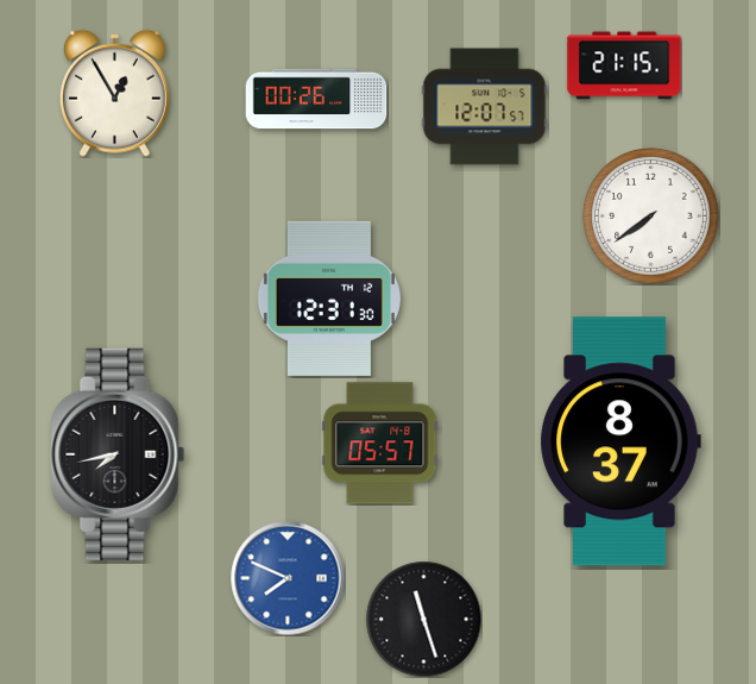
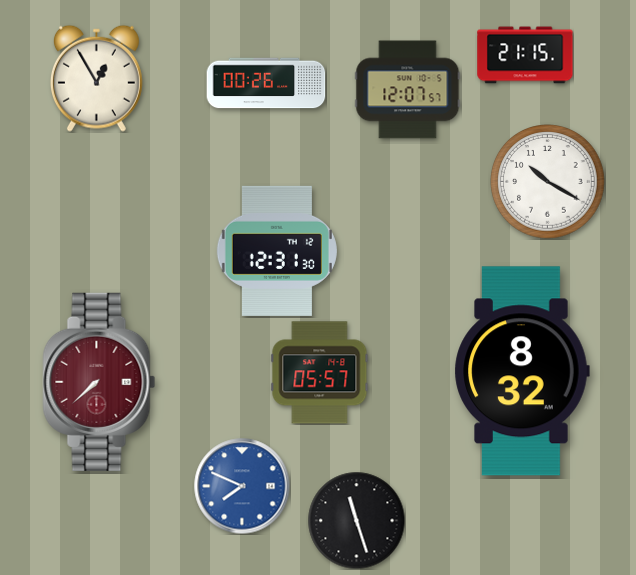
clock at (651, 217): 7:39 -> 10:20
clock at (620, 441): 8:37 -> 8:32
clock at (118, 454): 7:43 -> 7:38
clock at (118, 454) dial: black -> burgundy
